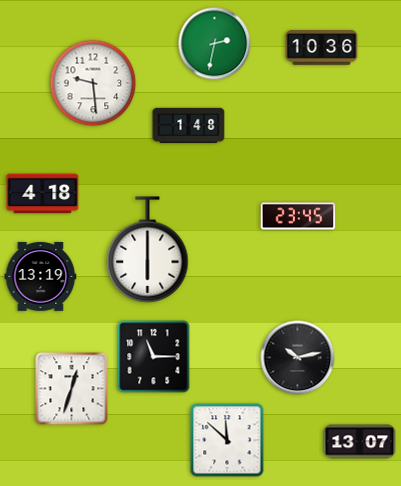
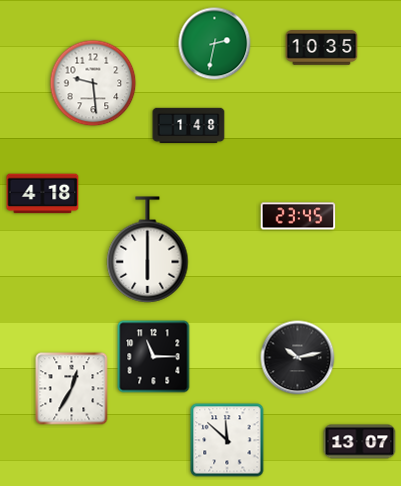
clock at (322, 48): 10:36 -> 10:35
clock at (41, 276): 13:19 -> none
clock at (72, 389): 12:33 -> 12:35
